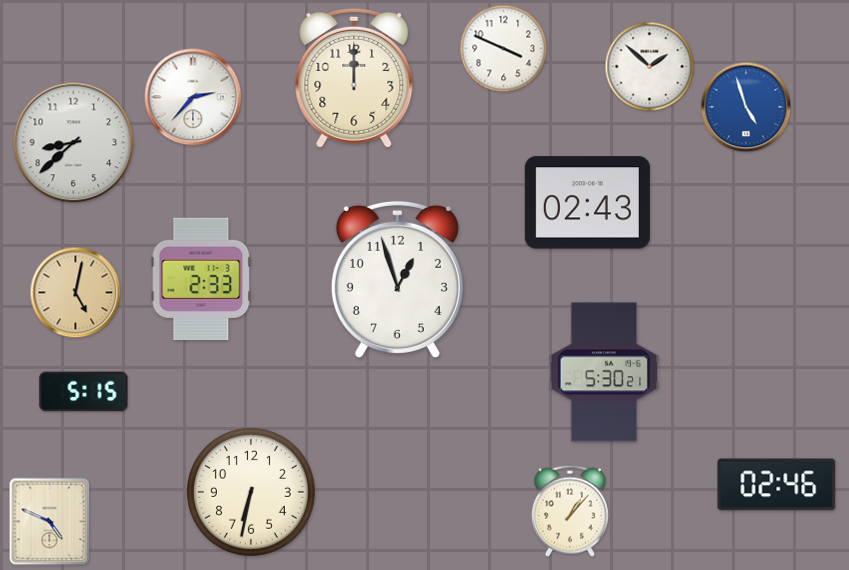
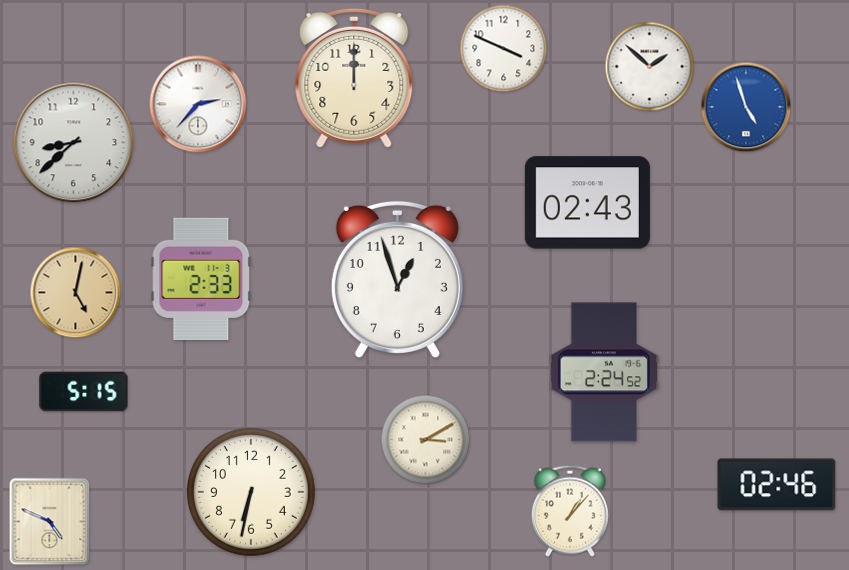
clock at (193, 97) position: (193, 97) -> (198, 104)
clock at (604, 372): 5:30 -> 2:24
clock at (426, 440): none -> 3:10
